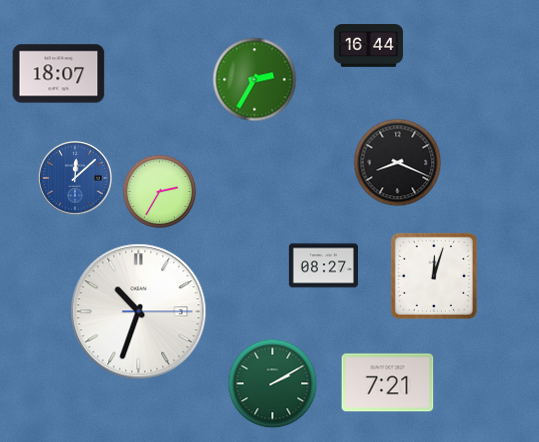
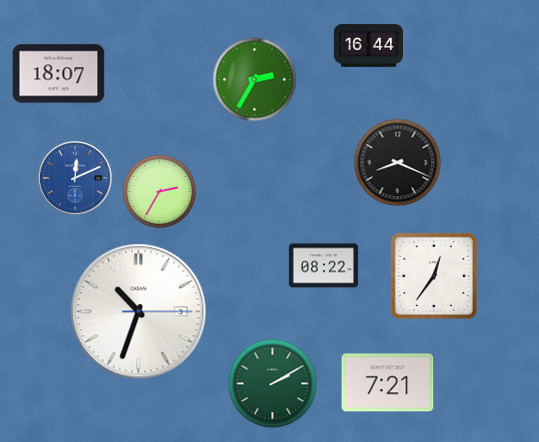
clock at (75, 178): 12:08 -> 12:11
clock at (323, 266): 08:27 -> 08:22
clock at (434, 276): 12:03 -> 12:36
